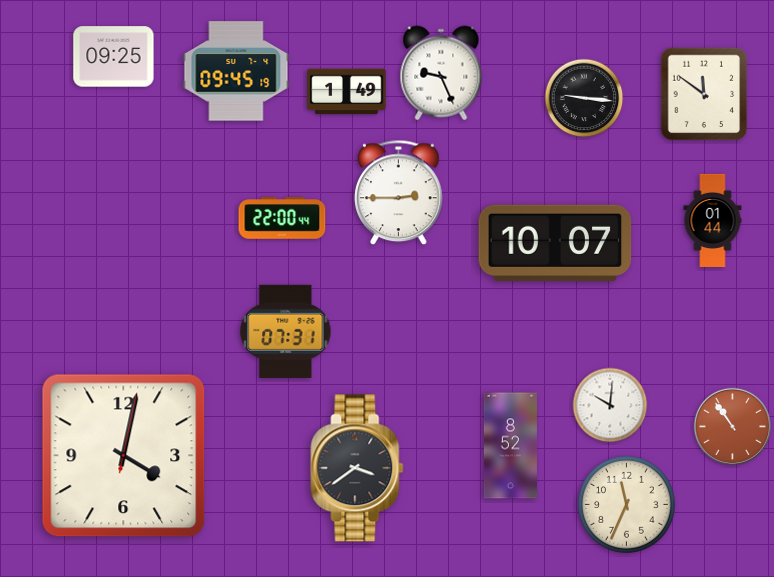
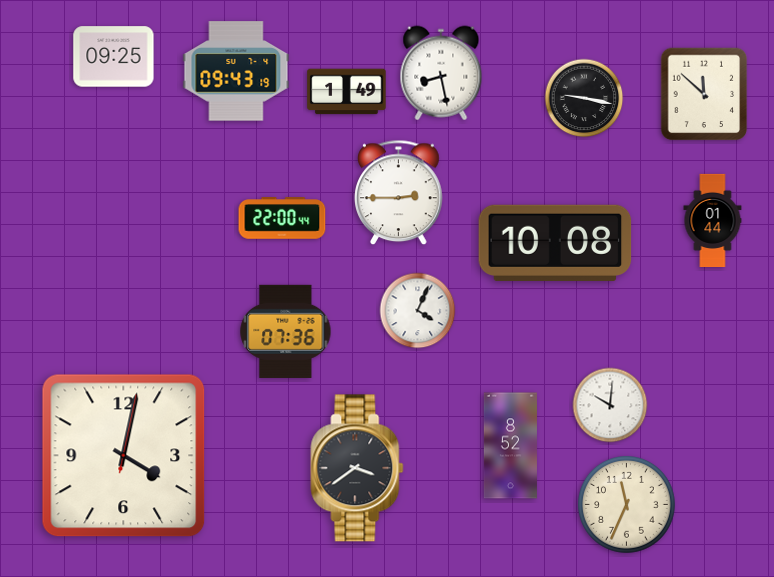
clock at (236, 71): 09:45 -> 09:43
clock at (441, 73): 9:26 -> 8:28
clock at (704, 94): 11:51 -> 11:52
clock at (584, 98): 9:16 -> 9:17
clock at (555, 243): 10:07 -> 10:08
clock at (418, 311): none -> 4:04
clock at (286, 331): 07:31 -> 07:36
clock at (732, 426): 10:54 -> none
